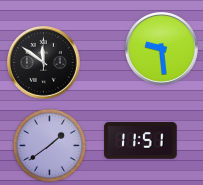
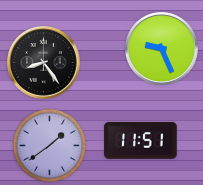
clock at (162, 49): 9:29 -> 9:26
clock at (44, 63): 11:51 -> 8:24
